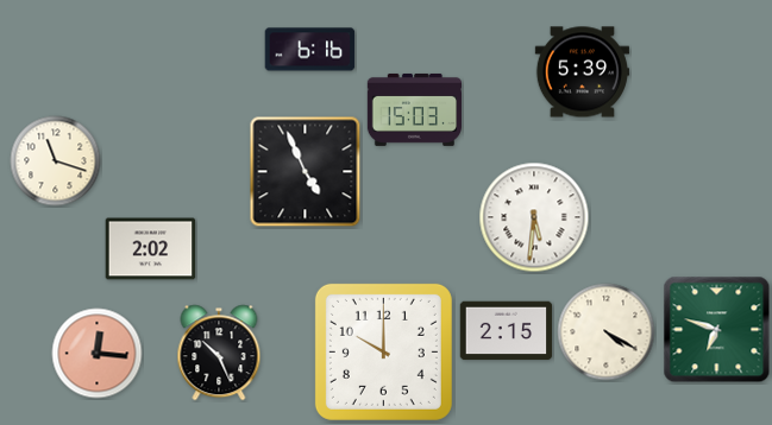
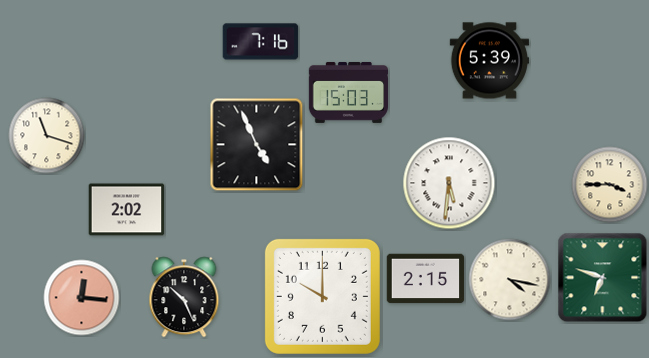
clock at (310, 50): 6:16 -> 7:16
clock at (610, 185): none -> 3:45
clock at (607, 332): 4:20 -> 4:17
